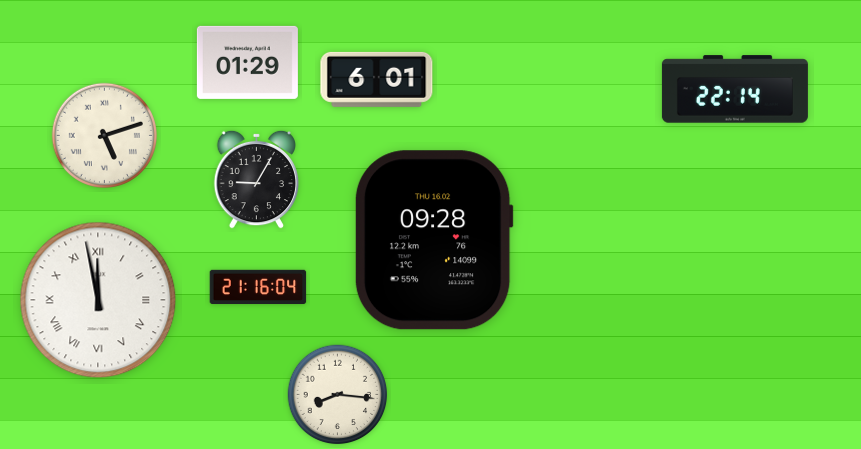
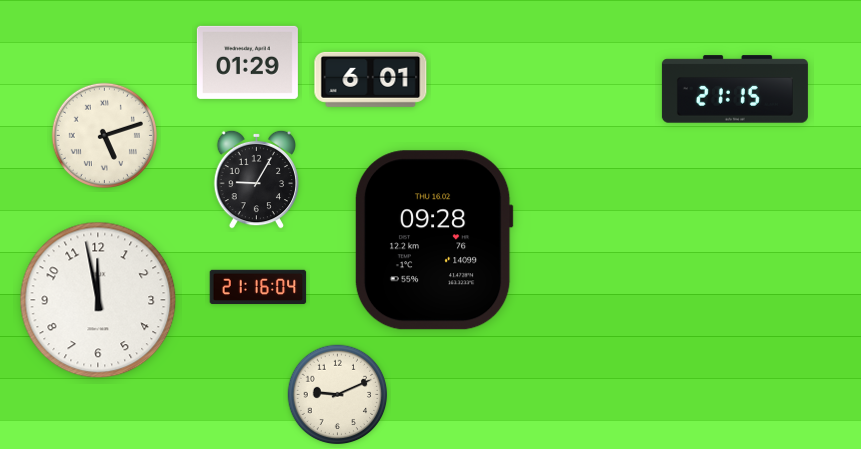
clock at (377, 79) position: (377, 79) -> (371, 79)
clock at (735, 89): 22:14 -> 21:15
clock at (98, 300) numerals: Roman -> Arabic
clock at (338, 395): 8:16 -> 9:11
